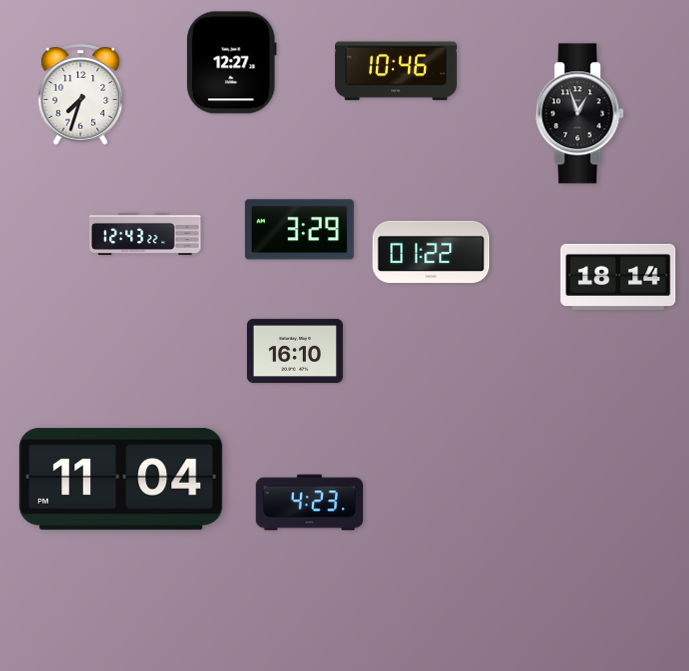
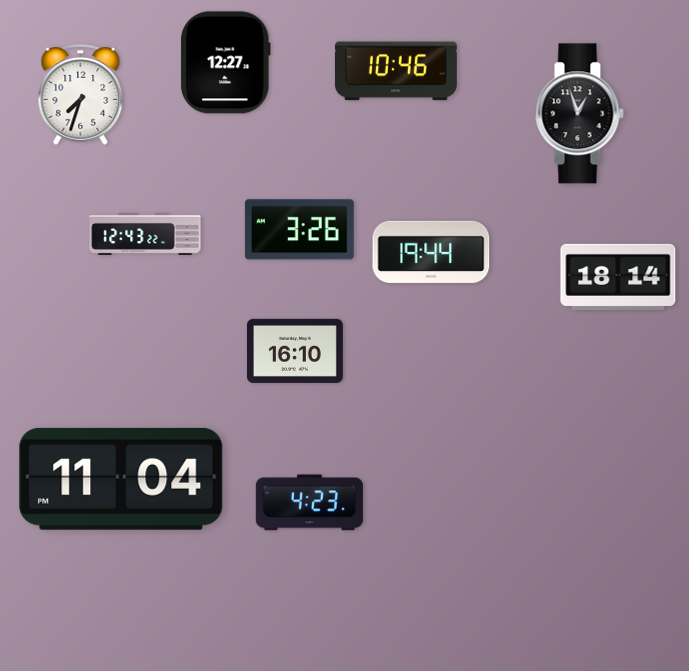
clock at (232, 63) position: (232, 63) -> (226, 63)
clock at (299, 230): 3:29 -> 3:26
clock at (431, 252): 01:22 -> 19:44
